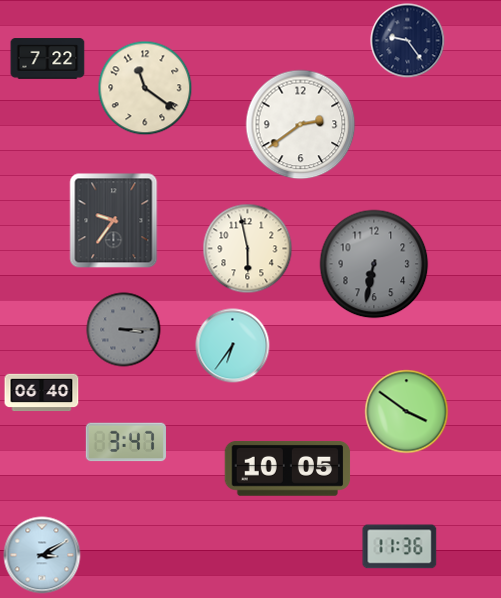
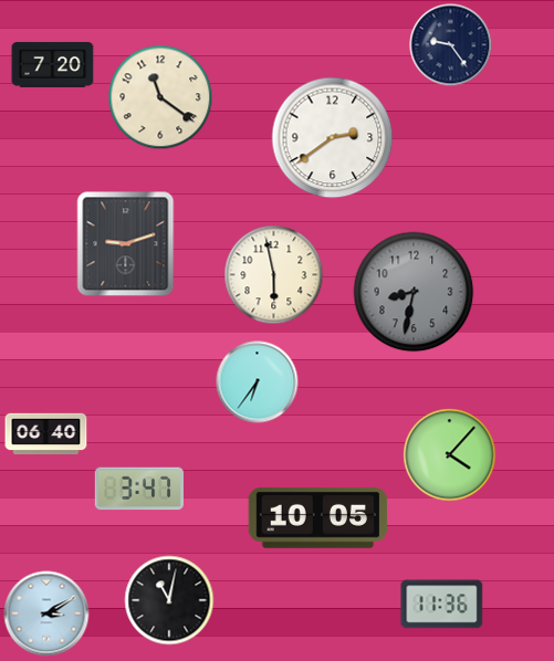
clock at (48, 59): 7:22 -> 7:20
clock at (114, 221): 9:36 -> 9:12
clock at (374, 264): 6:32 -> 8:32
clock at (124, 330): 3:15 -> none
clock at (407, 412): 3:51 -> 4:07
clock at (169, 600): none -> 11:02
